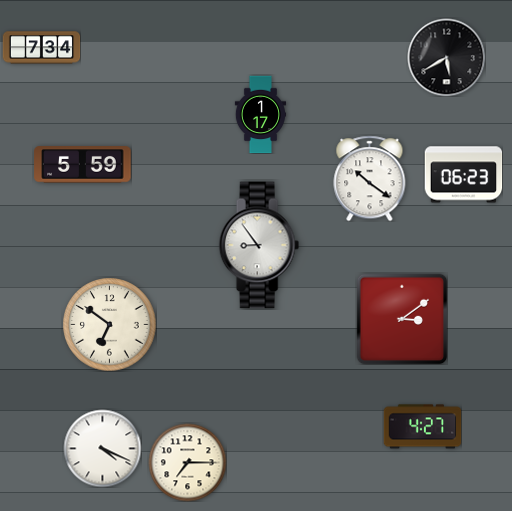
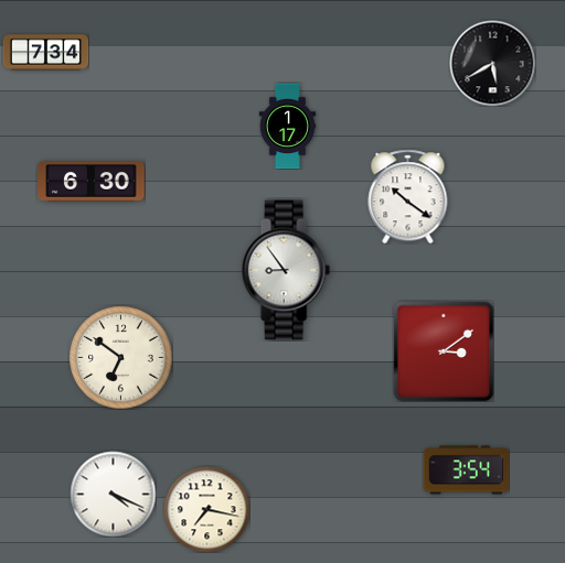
clock at (83, 165): 5:59 -> 6:30
clock at (463, 175): 06:23 -> none
clock at (422, 427): 4:27 -> 3:54
clock at (187, 462): 7:15 -> 7:17
